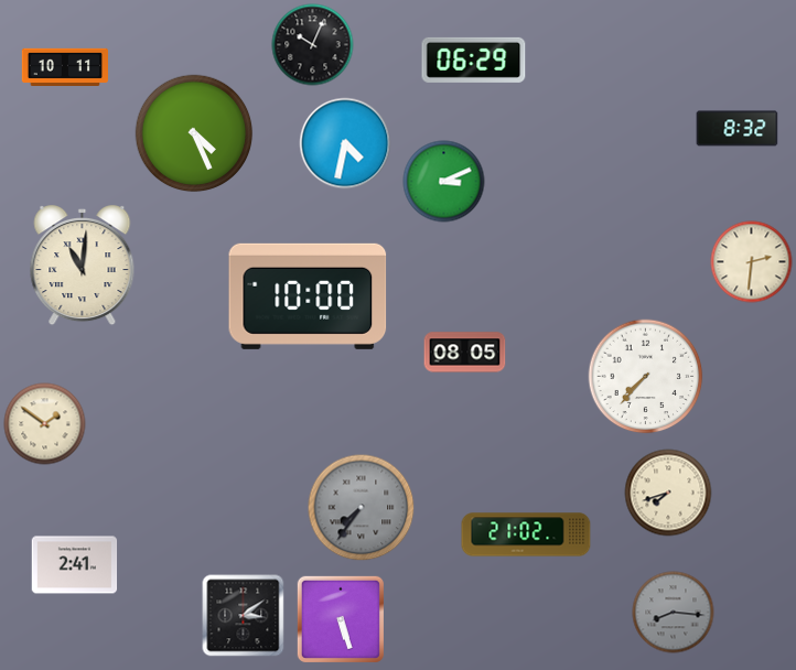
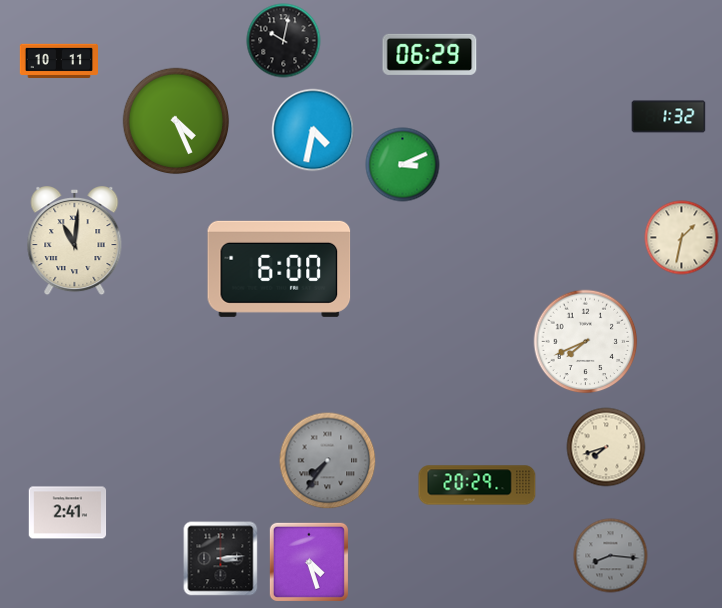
clock at (313, 45): 10:04 -> 10:02
clock at (738, 129): 8:32 -> 1:32
clock at (752, 262): 2:31 -> 1:32
clock at (308, 296): 10:00 -> 6:00
clock at (465, 353): 08:05 -> none
clock at (646, 377): 7:37 -> 7:41
clock at (45, 424): 1:51 -> none
clock at (526, 534): 21:02 -> 20:29
clock at (244, 616): 3:09 -> 3:14
clock at (341, 619): 5:27 -> 4:27
